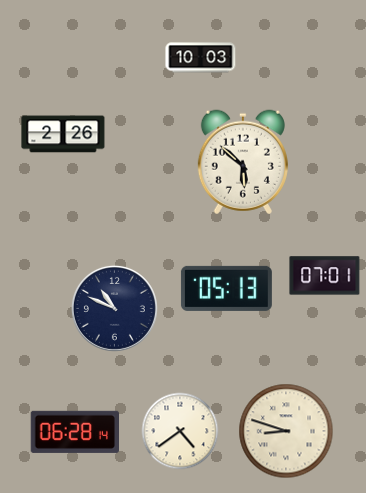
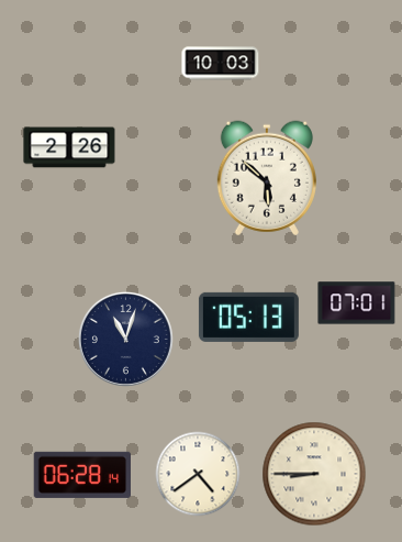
clock at (114, 308): 10:49 -> 11:03
clock at (286, 431): 8:48 -> 8:45
